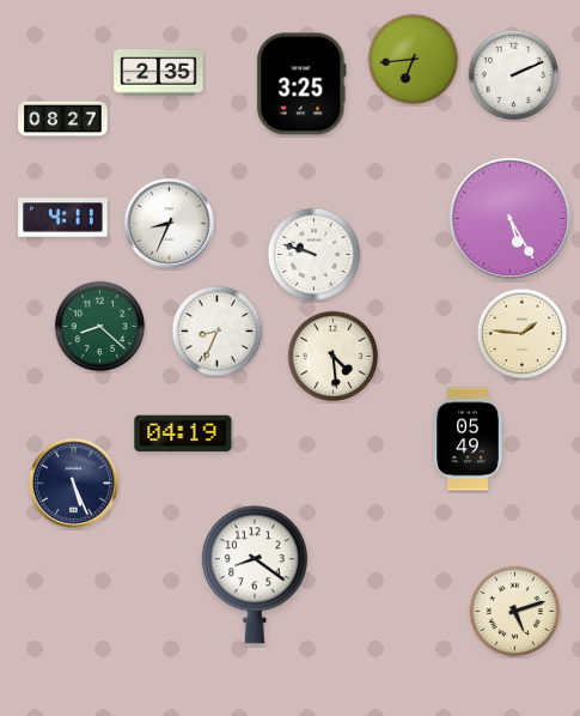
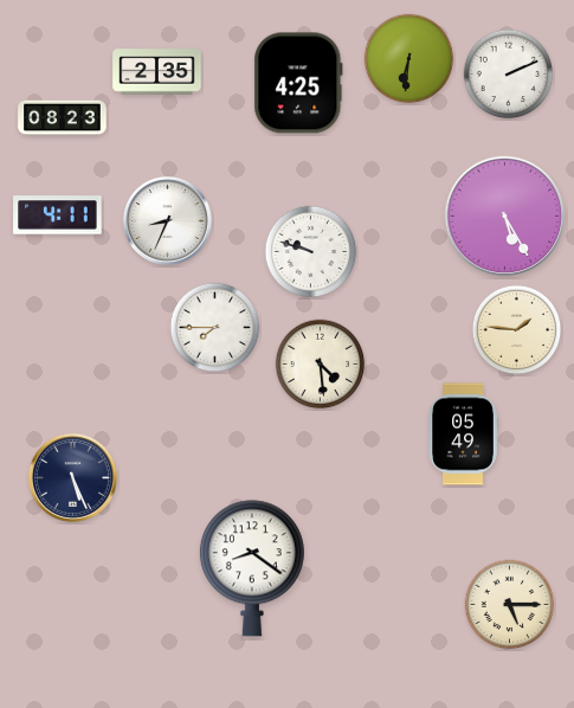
clock at (414, 60): 6:44 -> 6:31
clock at (301, 84): 3:25 -> 4:25
clock at (63, 120): 08:27 -> 08:23
clock at (63, 218) position: (63, 218) -> (58, 215)
clock at (100, 327): 8:22 -> none
clock at (218, 332): 8:34 -> 7:45
clock at (334, 357) position: (334, 357) -> (321, 365)
clock at (183, 433): 04:19 -> none
clock at (515, 612): 5:12 -> 5:15
